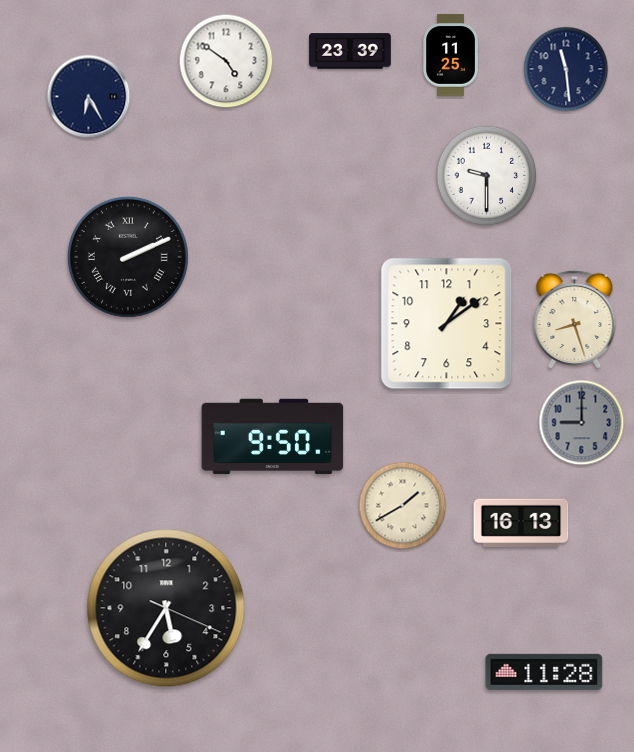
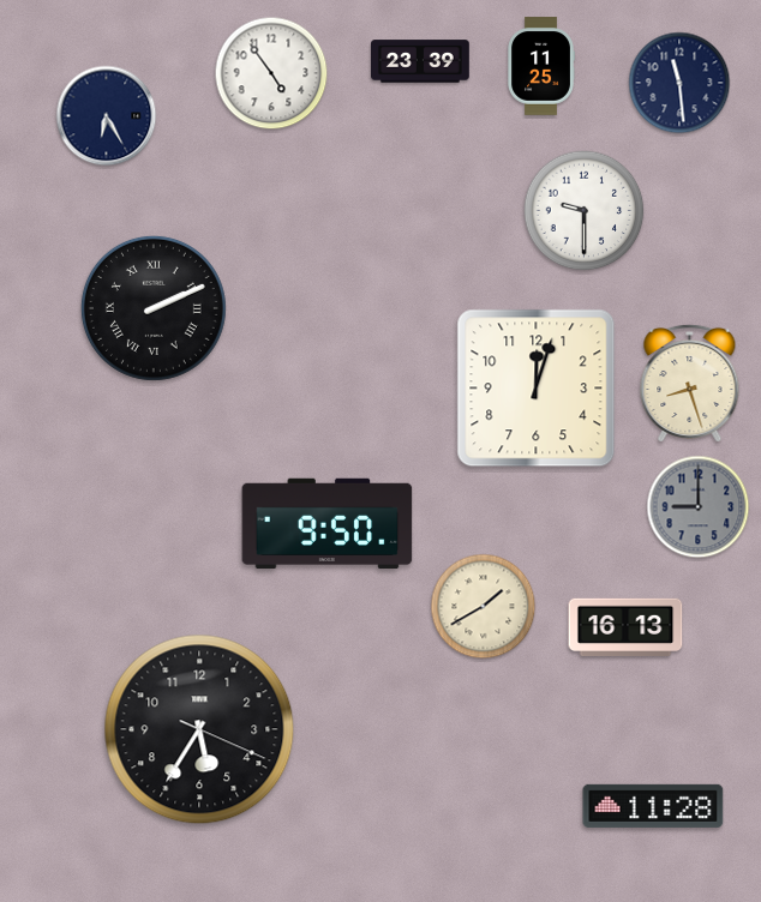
clock at (226, 61): 4:51 -> 4:54
clock at (447, 324): 1:09 -> 12:03
